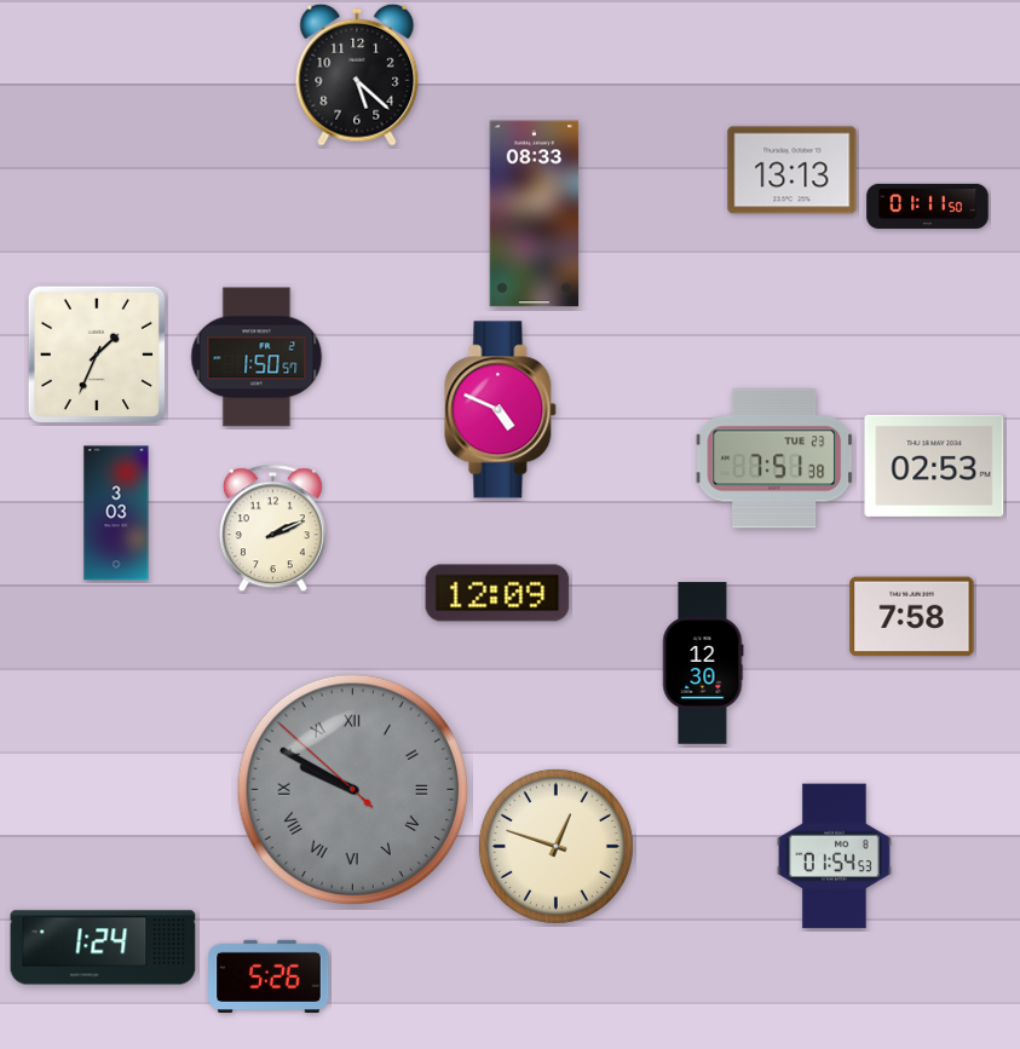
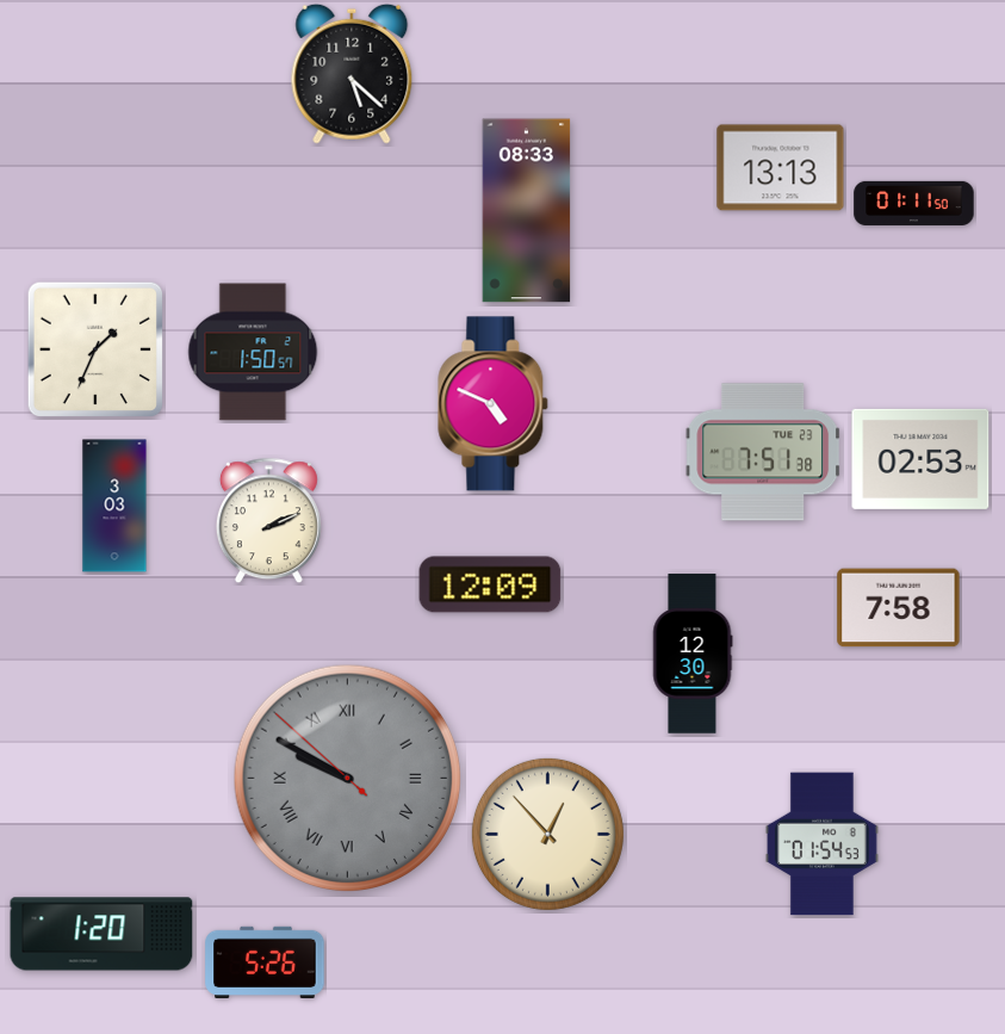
clock at (555, 846): 12:48 -> 12:53
clock at (103, 947): 1:24 -> 1:20
